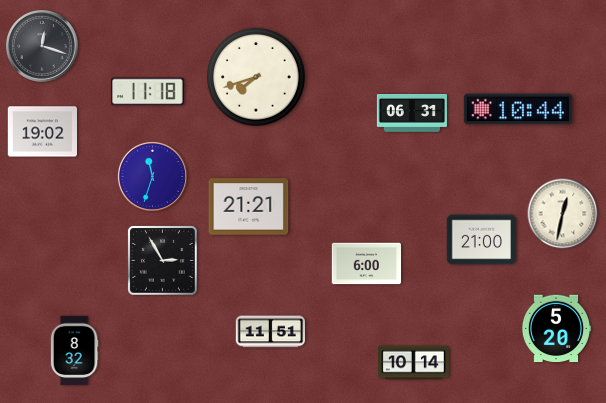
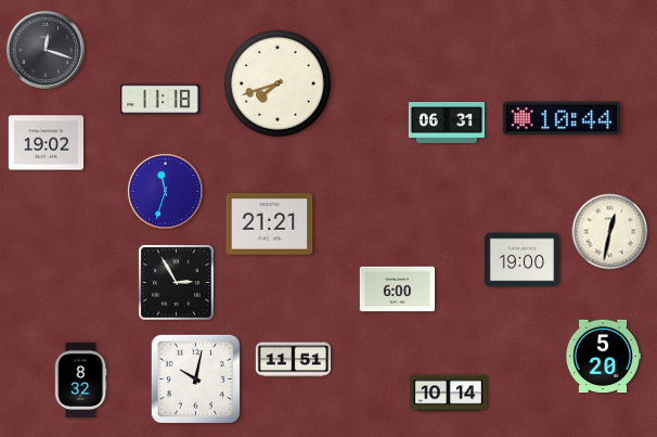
clock at (482, 240): 21:00 -> 19:00
clock at (367, 264) position: (367, 264) -> (398, 290)
clock at (195, 378): none -> 10:02
